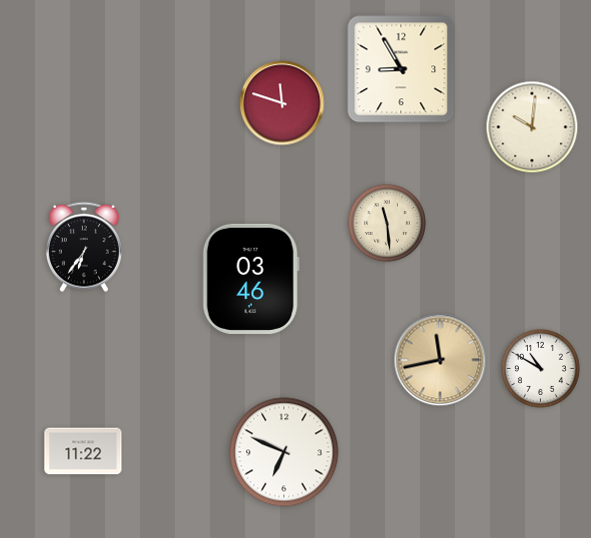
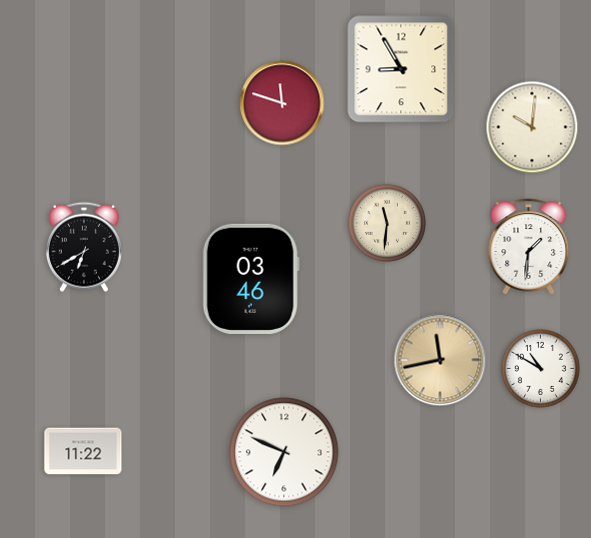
clock at (387, 223): 11:29 -> 11:31
clock at (84, 247): 6:36 -> 6:40
clock at (529, 247): none -> 1:31
